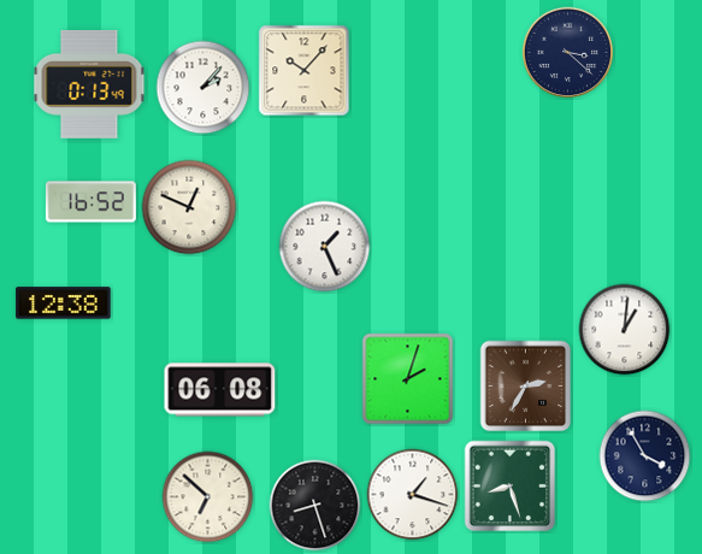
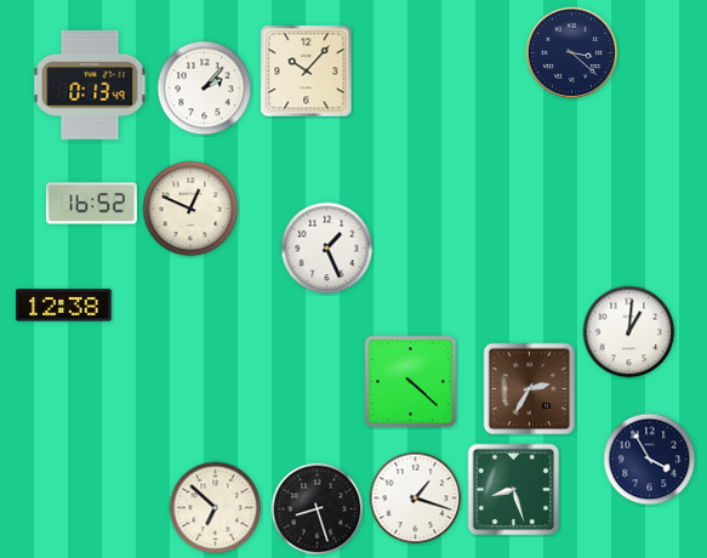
clock at (408, 379): 2:03 -> 4:22
clock at (220, 390): 06:08 -> none
clock at (208, 497) position: (208, 497) -> (216, 508)
